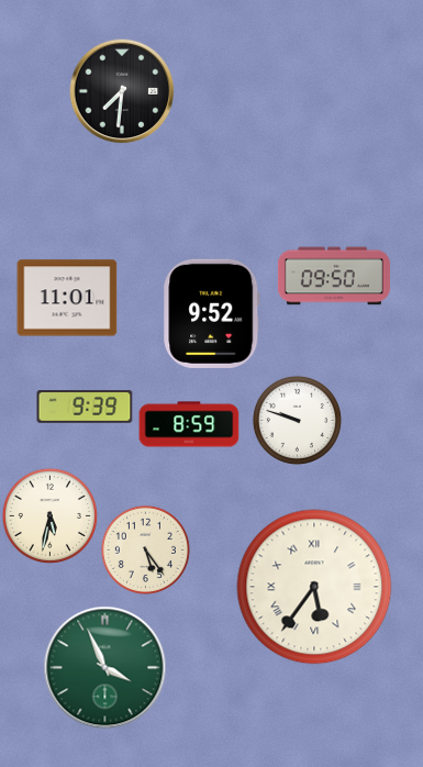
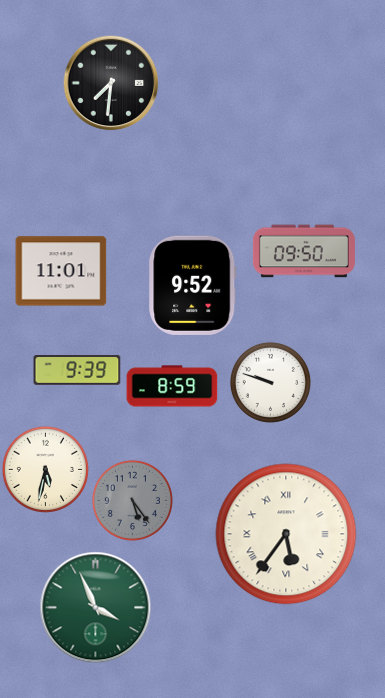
clock at (145, 549) dial: cream -> grey
